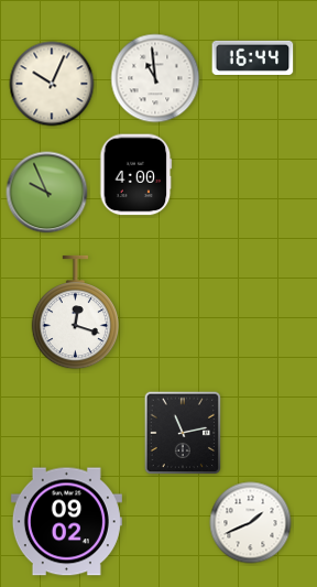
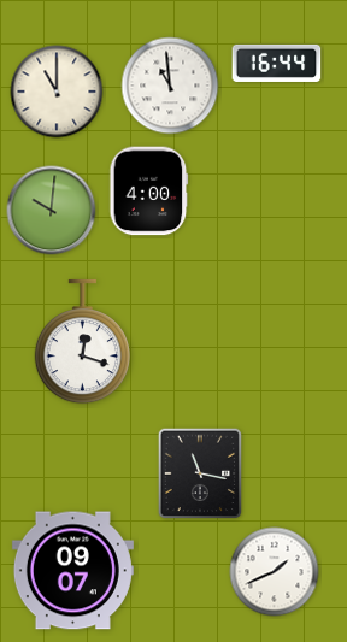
clock at (52, 84): 10:04 -> 11:00
clock at (47, 193): 9:56 -> 10:01
clock at (183, 433): 11:13 -> 11:17
clock at (66, 522): 09:02 -> 09:07
